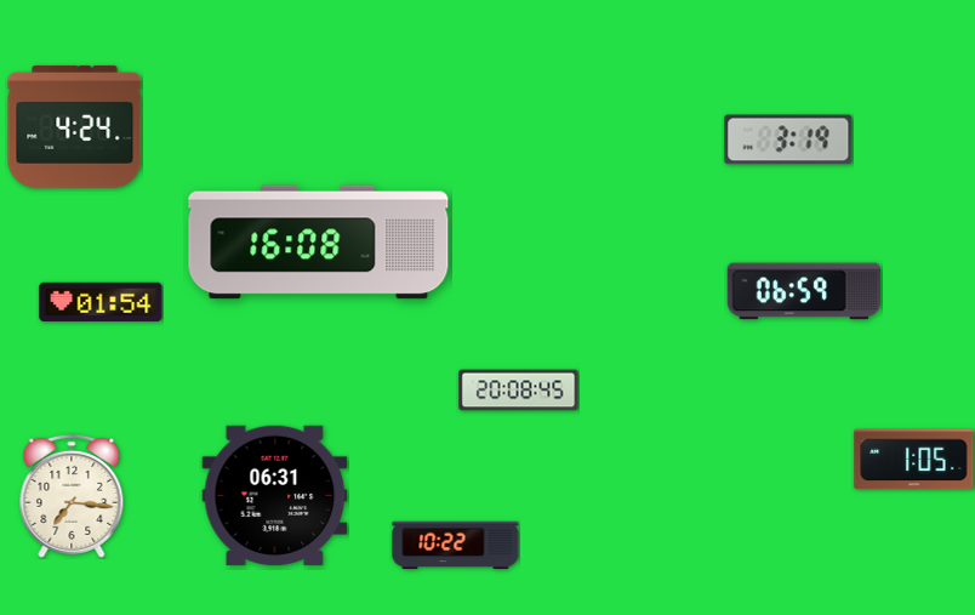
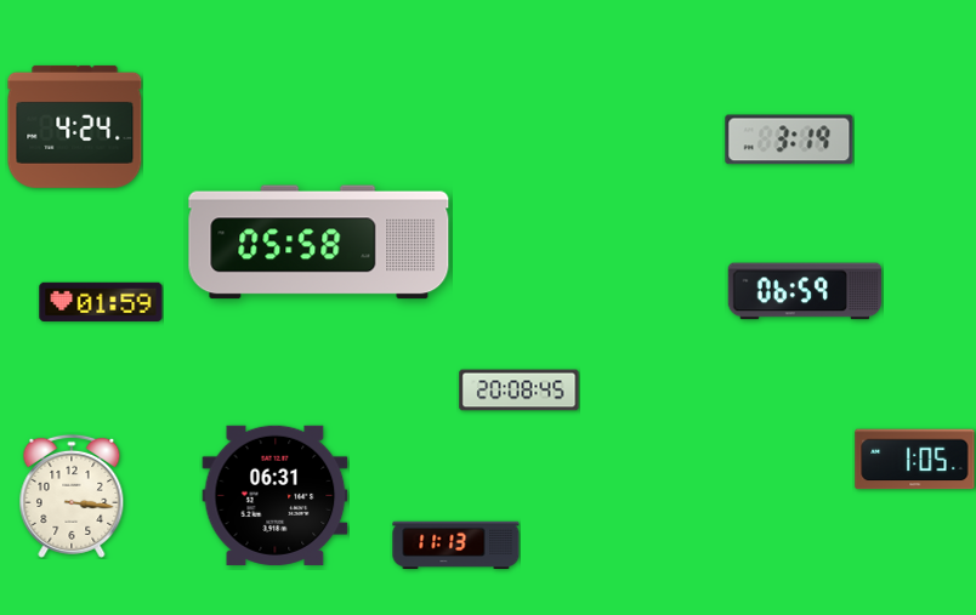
clock at (319, 243): 16:08 -> 05:58
clock at (101, 302): 01:54 -> 01:59
clock at (72, 496): 7:16 -> 3:16
clock at (456, 546): 10:22 -> 11:13
